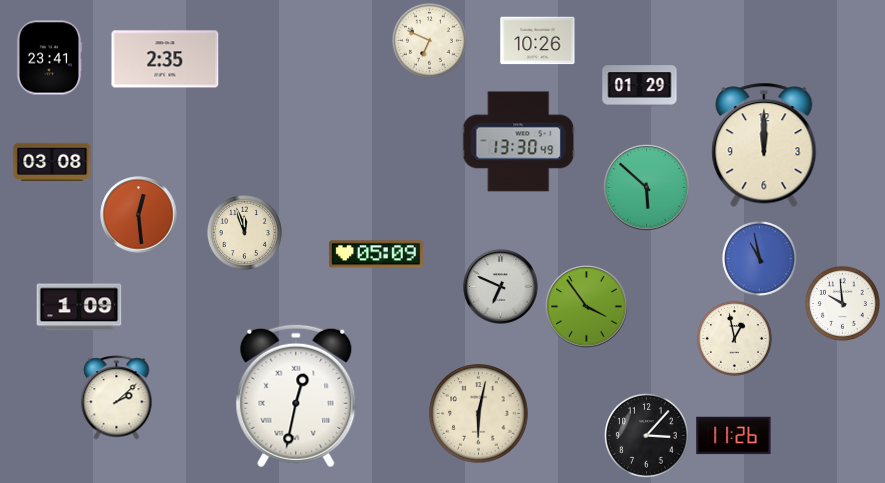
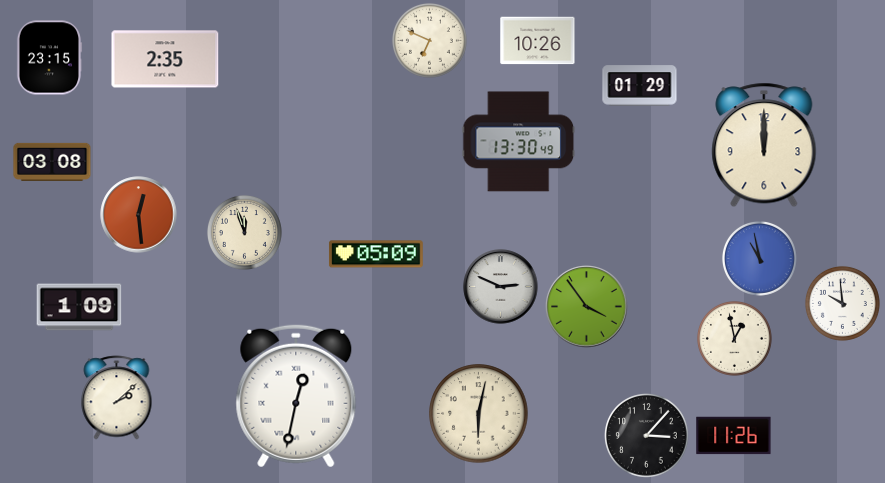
clock at (49, 58): 23:41 -> 23:15
clock at (647, 188): 5:52 -> none
clock at (501, 287): 6:49 -> 2:49
